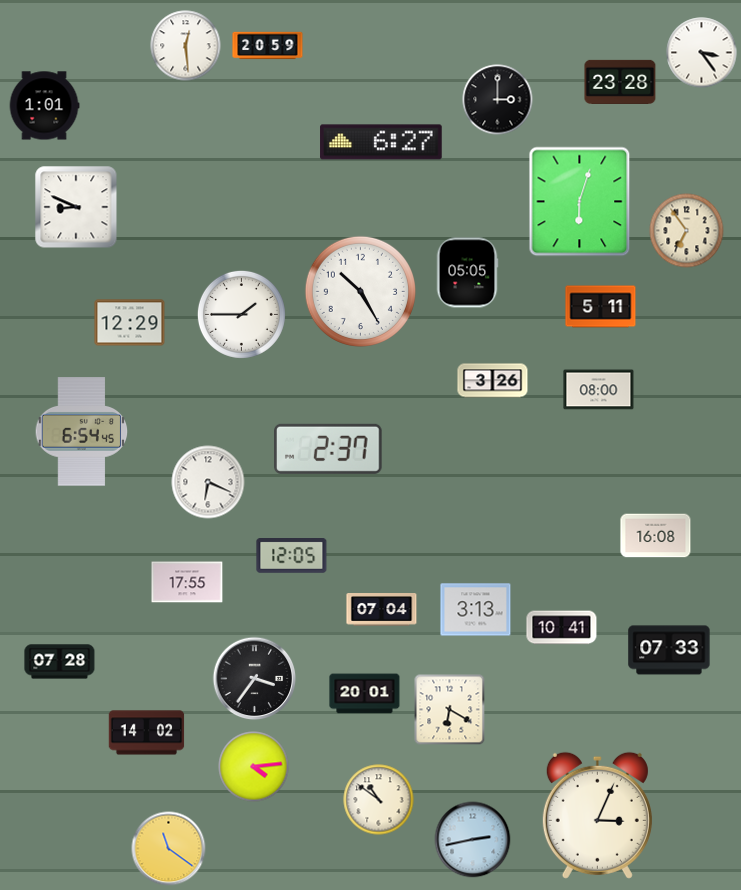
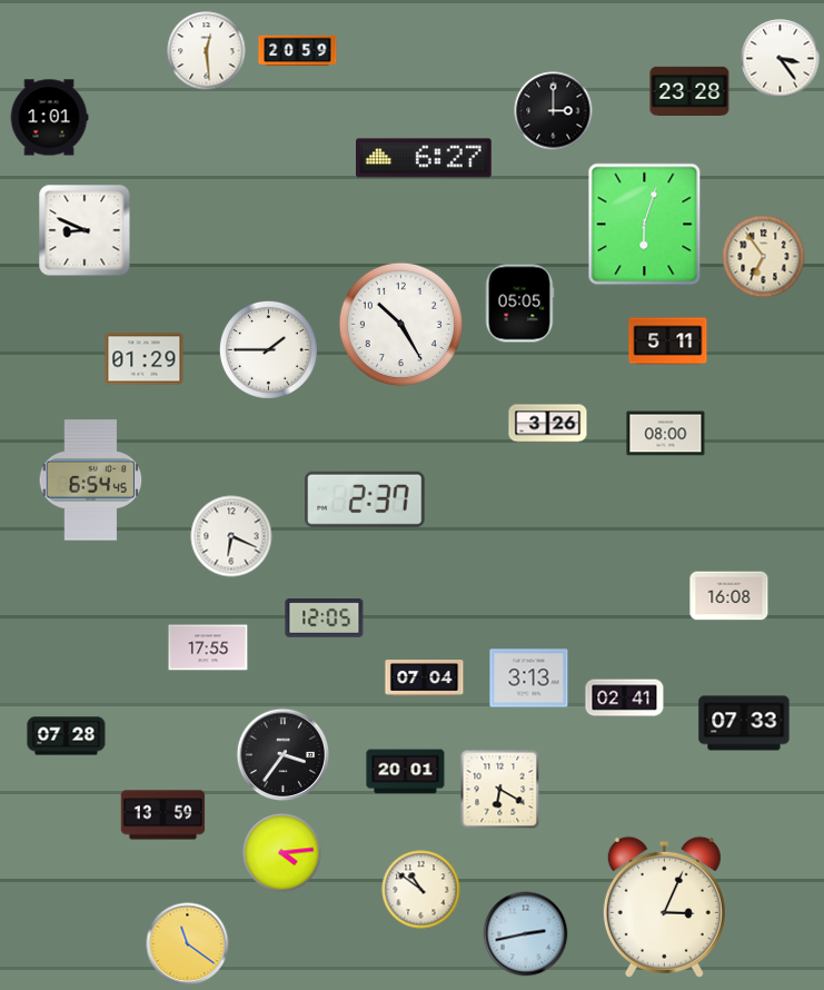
clock at (130, 323): 12:29 -> 01:29
clock at (562, 628): 10:41 -> 02:41
clock at (147, 733): 14:02 -> 13:59
